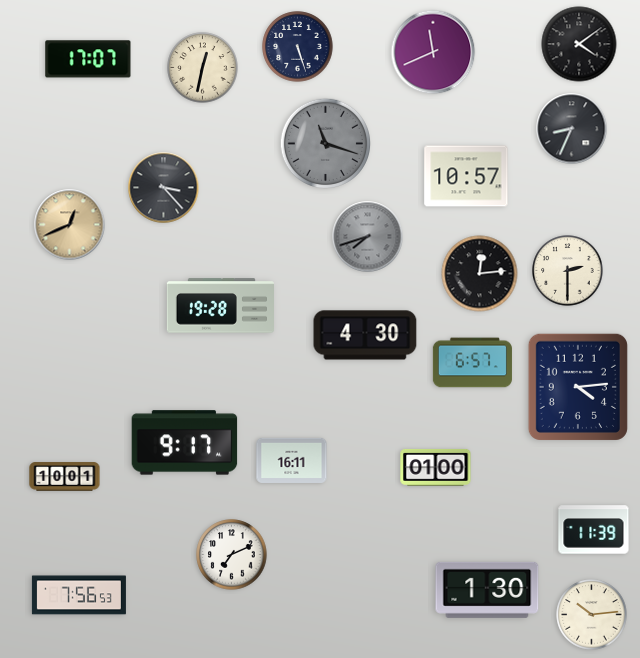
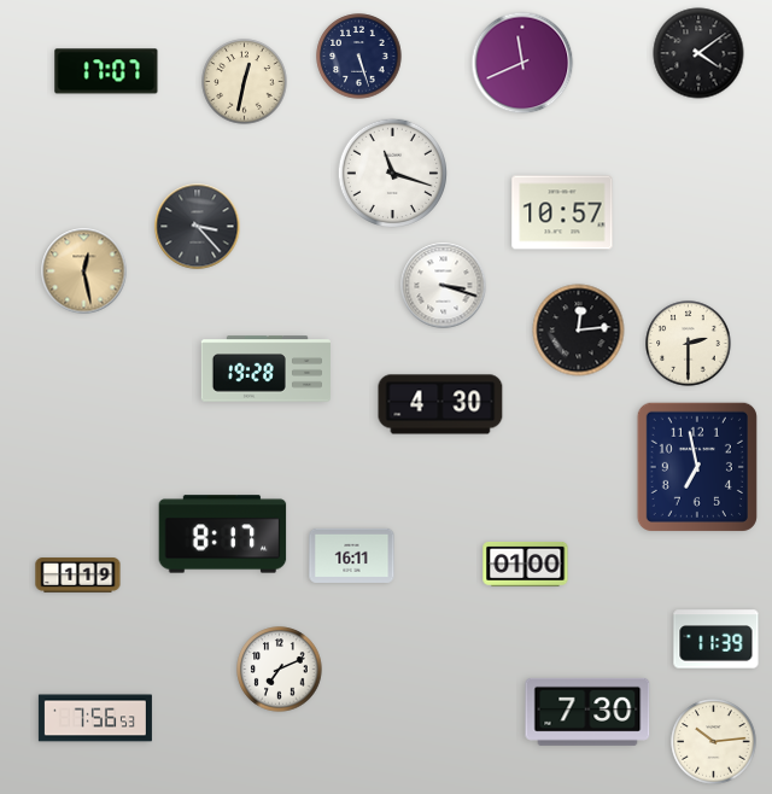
clock at (572, 129): 8:34 -> none
clock at (325, 143) dial: grey -> white
clock at (70, 225): 12:41 -> 12:28
clock at (368, 237): 7:42 -> 3:18
clock at (368, 237) dial: grey -> white
clock at (568, 271) position: (568, 271) -> (689, 344)
clock at (472, 363): 6:57 -> none
clock at (578, 387): 4:14 -> 6:58
clock at (185, 443): 9:17 -> 8:17
clock at (65, 477): 10:01 -> 1:19
clock at (487, 590): 1:30 -> 7:30
